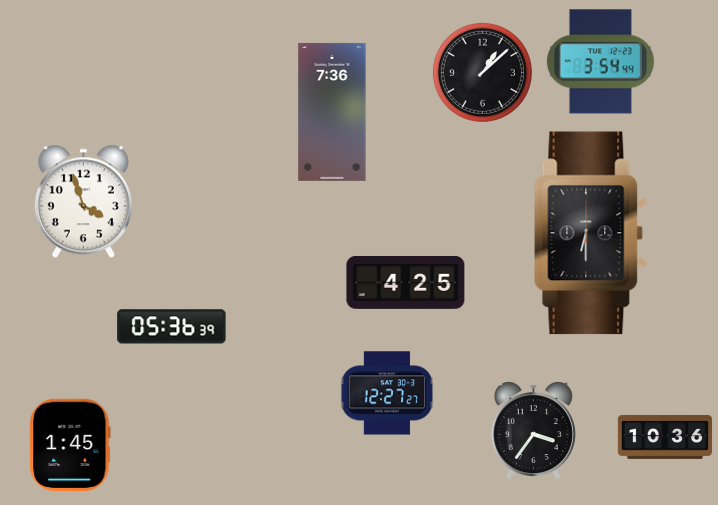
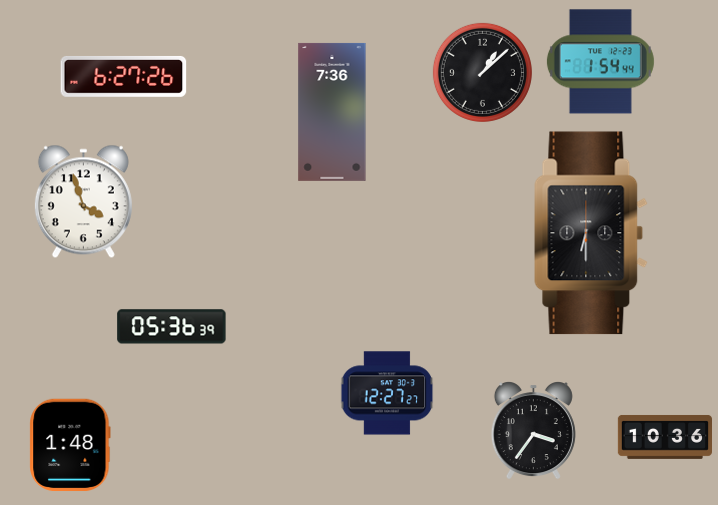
clock at (600, 62): 3:54 -> 1:54
clock at (124, 76): none -> 6:27
clock at (406, 282): 4:25 -> none
clock at (70, 445): 1:45 -> 1:48
